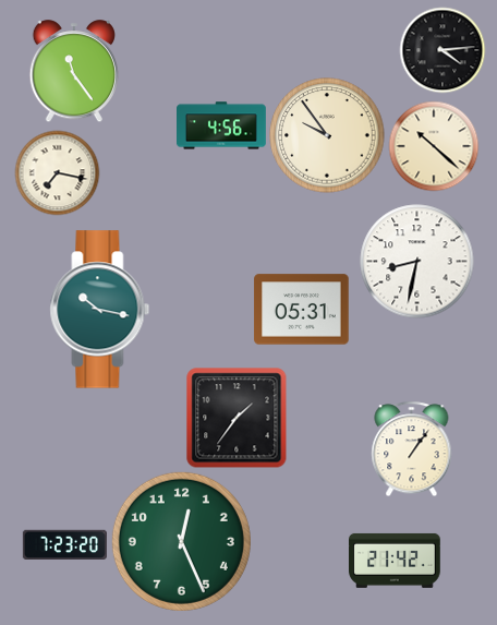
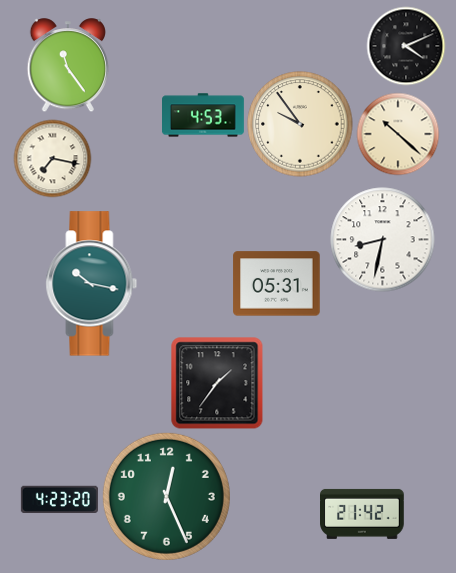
clock at (443, 50): 4:14 -> 4:11
clock at (222, 125): 4:56 -> 4:53
clock at (412, 448): 1:06 -> none
clock at (64, 545): 7:23 -> 4:23
